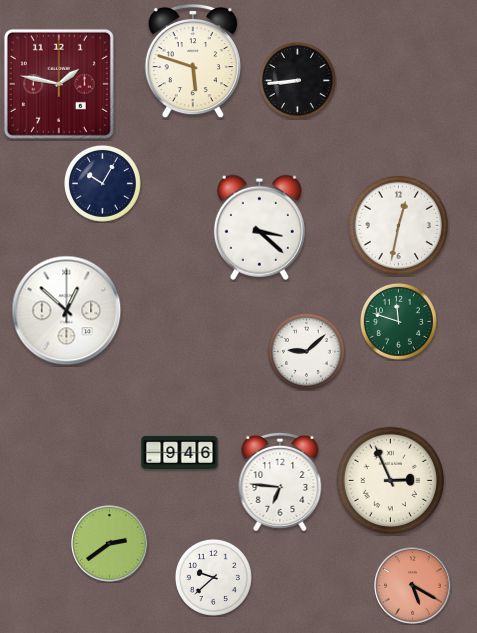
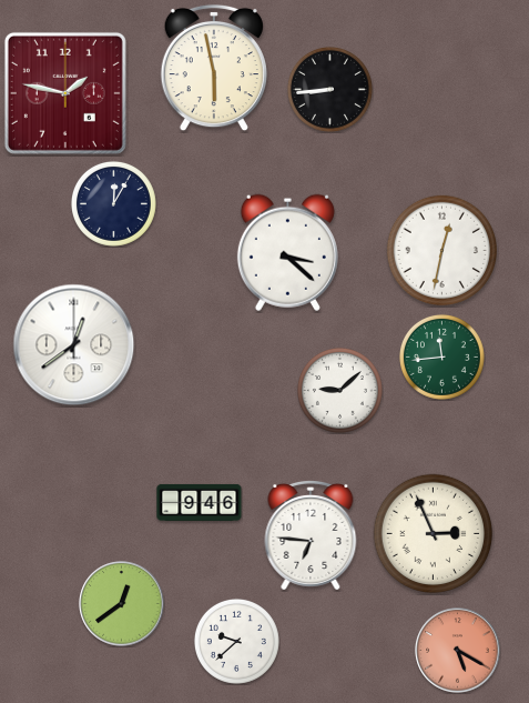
clock at (193, 61): 5:48 -> 5:58
clock at (102, 183): 10:05 -> 12:05
clock at (67, 311): 12:52 -> 12:39
clock at (398, 321): 11:48 -> 11:44
clock at (110, 544): 2:39 -> 12:39
